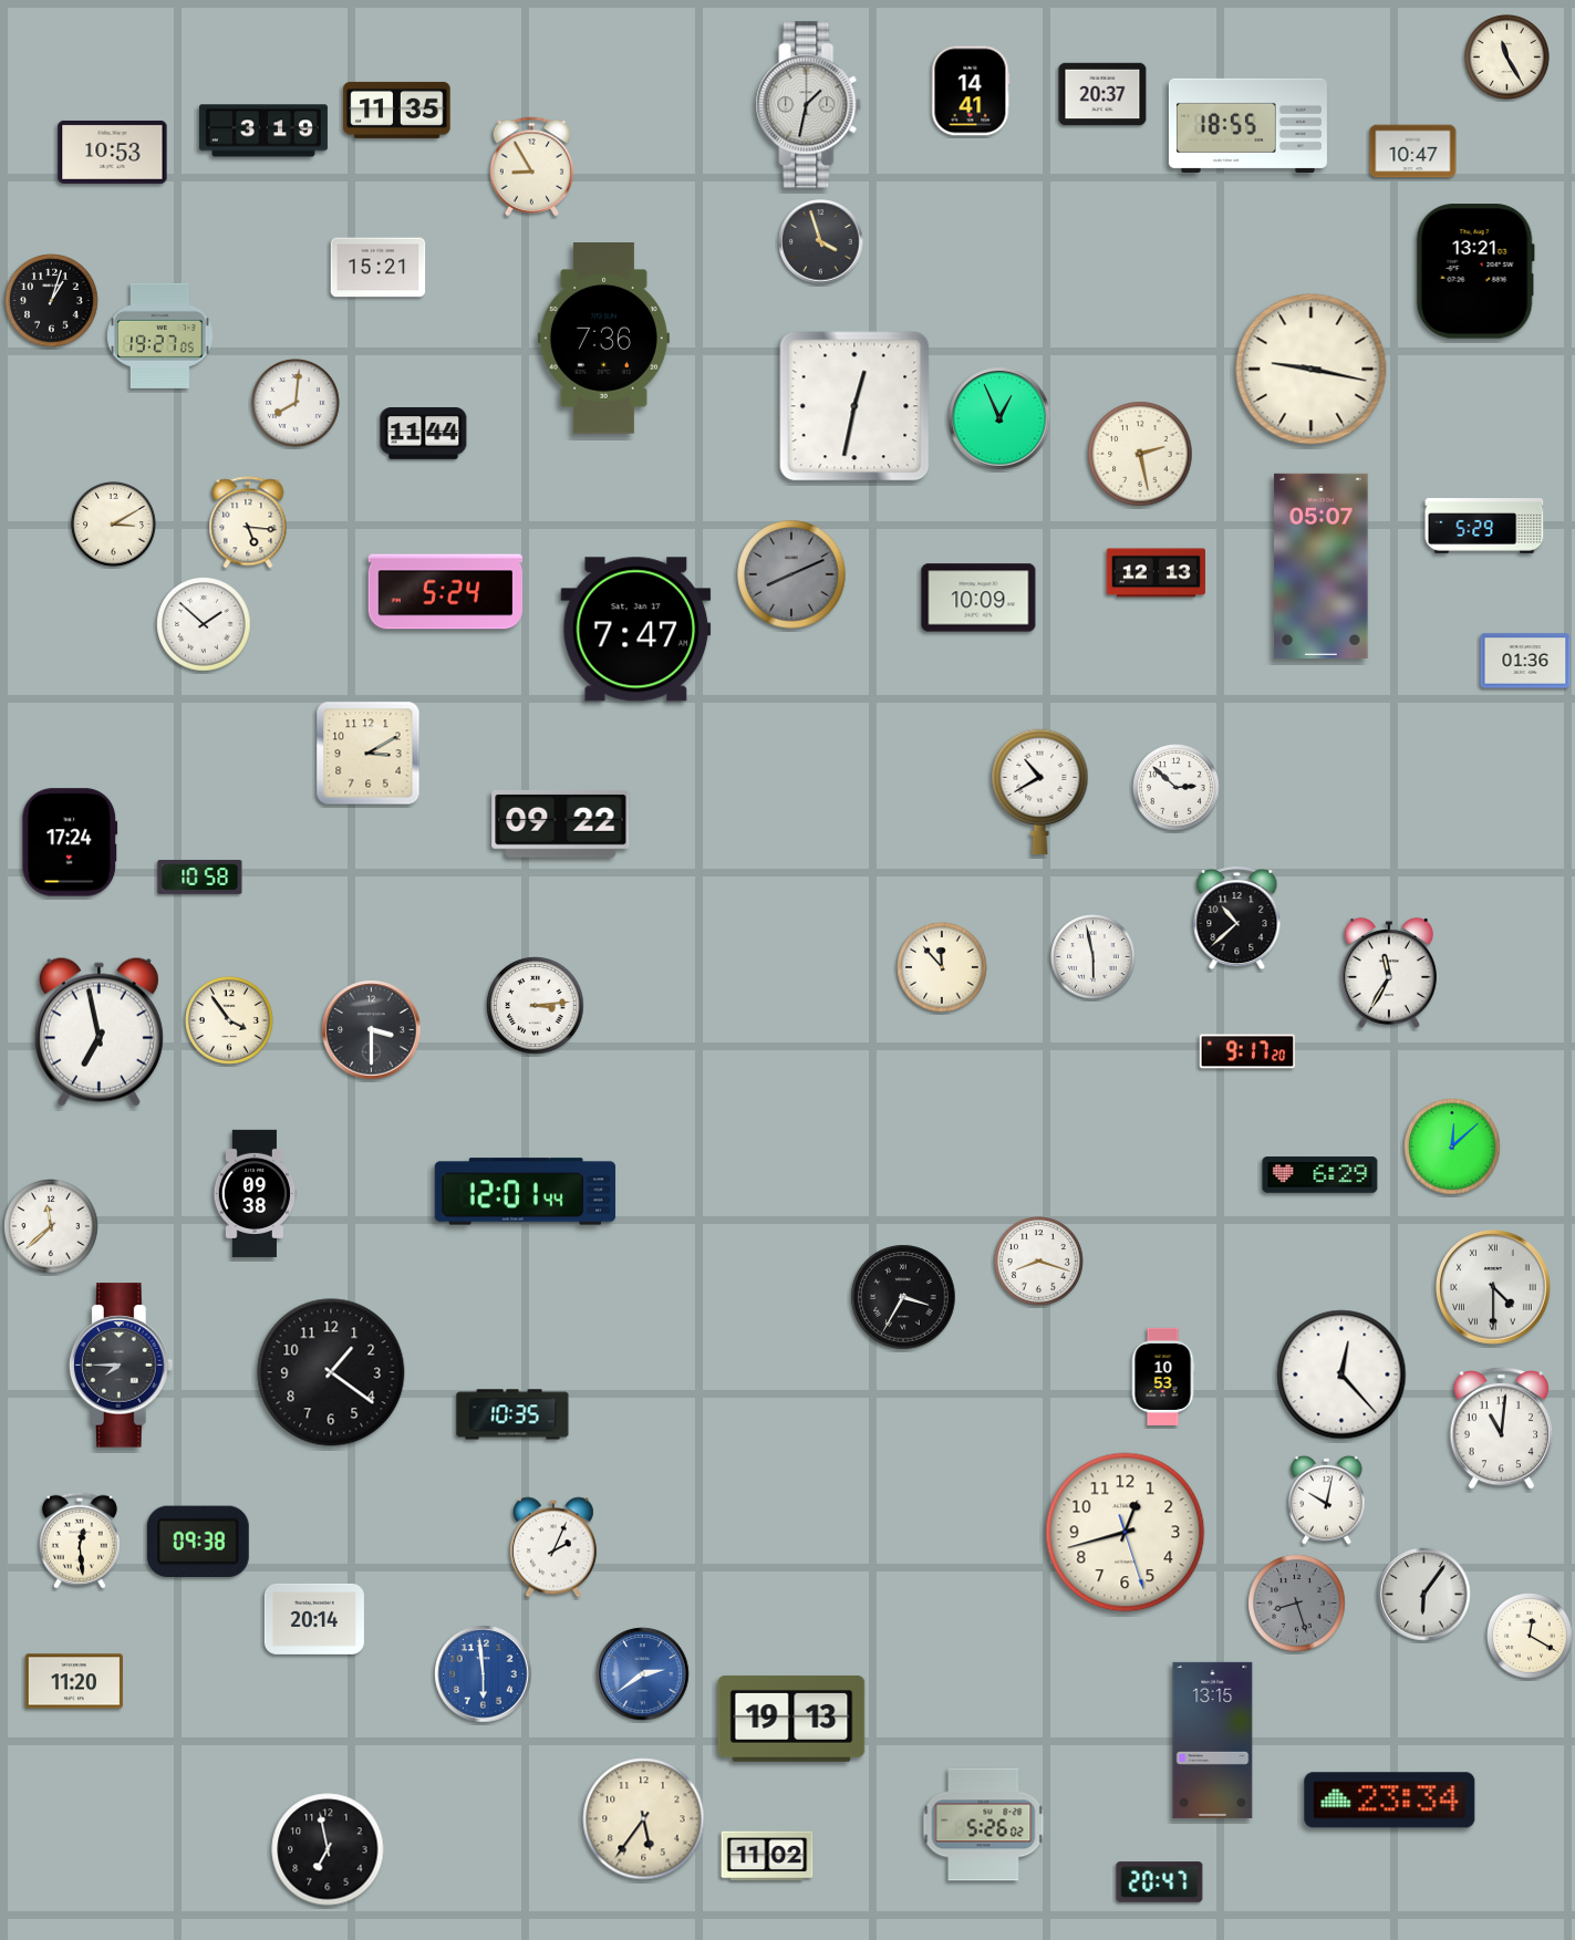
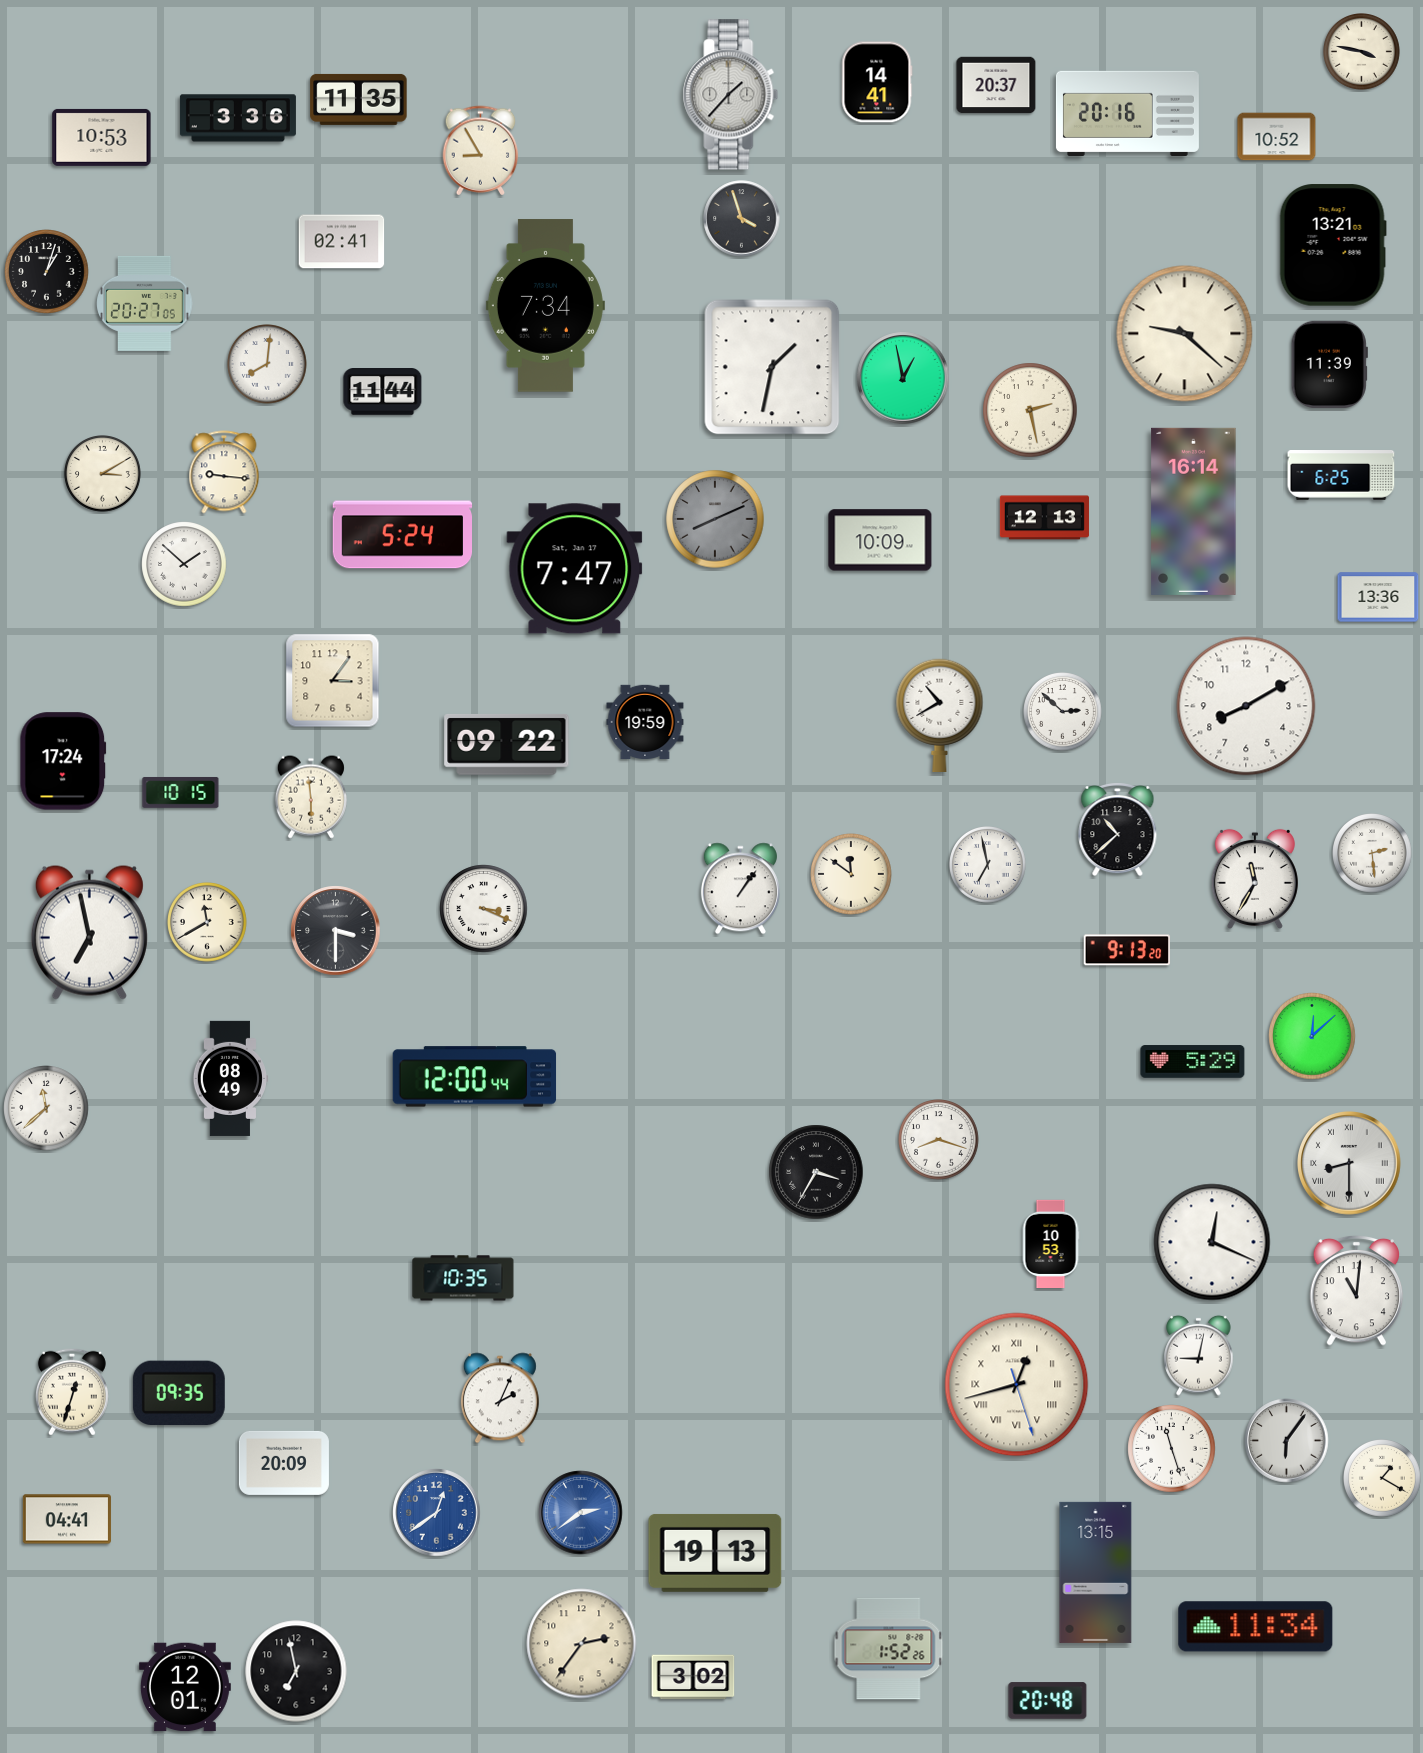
clock at (1507, 58): 11:25 -> 3:47
clock at (809, 105): 1:32 -> 1:37
clock at (1247, 125): 18:55 -> 20:16
clock at (263, 131): 3:19 -> 3:36
clock at (1413, 152): 10:47 -> 10:52
clock at (379, 268): 15:21 -> 02:41
clock at (160, 335): 19:27 -> 20:27
clock at (603, 339): 7:36 -> 7:34
clock at (1312, 370): 9:17 -> 9:22
clock at (1329, 364): none -> 11:39
clock at (854, 406): 12:32 -> 1:32
clock at (999, 418): 12:56 -> 12:58
clock at (248, 522): 5:16 -> 9:16
clock at (1484, 527): 5:29 -> 6:25
clock at (1322, 566): 05:07 -> 16:14
clock at (978, 598) position: (978, 598) -> (880, 540)
clock at (1525, 661): 01:36 -> 13:36
clock at (369, 754): 3:10 -> 3:06
clock at (1246, 706): none -> 8:10
clock at (645, 721): none -> 19:59
clock at (200, 878): 10:58 -> 10:15
clock at (311, 797): none -> 5:59
clock at (1373, 854): none -> 2:29
clock at (1094, 957): 5:58 -> 6:58
clock at (942, 967): 11:53 -> 11:51
clock at (740, 889): none -> 1:06
clock at (536, 1006): 3:14 -> 3:19
clock at (230, 1021): 3:54 -> 11:40
clock at (1247, 1051): 9:17 -> 9:13
clock at (1320, 1175): 6:29 -> 5:29
clock at (526, 1192): 12:01 -> 12:00
clock at (255, 1193): 09:38 -> 08:49
clock at (1494, 1288): 4:30 -> 8:30
clock at (121, 1366): 7:45 -> none
clock at (331, 1372): 1:21 -> none
clock at (1341, 1374): 12:23 -> 12:19
clock at (1327, 1500): 10:02 -> 9:02
clock at (1126, 1533) numerals: Arabic -> Roman
clock at (80, 1540): 12:29 -> 12:33
clock at (198, 1540): 09:38 -> 09:35
clock at (1297, 1604): 8:27 -> 11:27
clock at (1297, 1604) dial: grey -> white
clock at (314, 1619): 20:14 -> 20:09
clock at (1531, 1637): 12:20 -> 1:20
clock at (484, 1674): 5:59 -> 12:39
clock at (73, 1681): 11:20 -> 04:41
clock at (1390, 1801): 23:34 -> 11:34
clock at (644, 1819): 5:36 -> 2:36
clock at (984, 1825): 5:26 -> 1:52
clock at (767, 1856): 11:02 -> 3:02
clock at (185, 1687): none -> 12:01
clock at (1160, 1882): 20:47 -> 20:48
